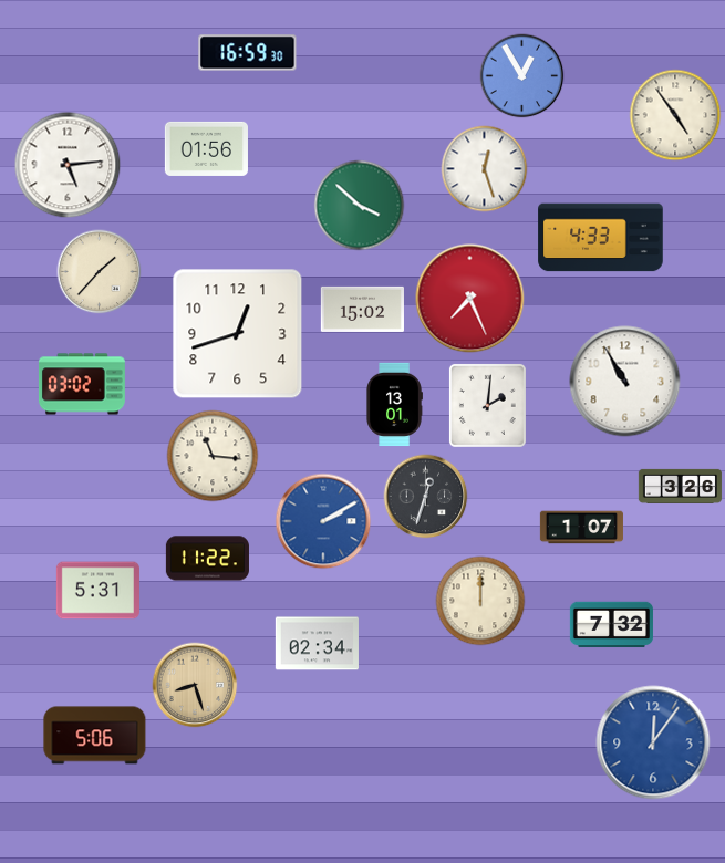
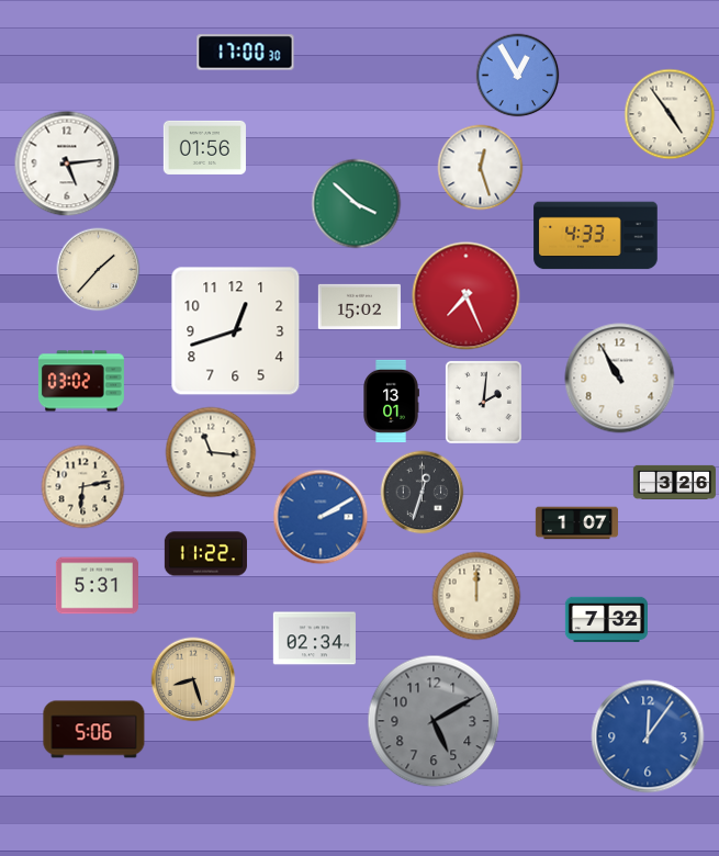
clock at (248, 53): 16:59 -> 17:00
clock at (83, 487): none -> 6:13
clock at (434, 721): none -> 5:10
